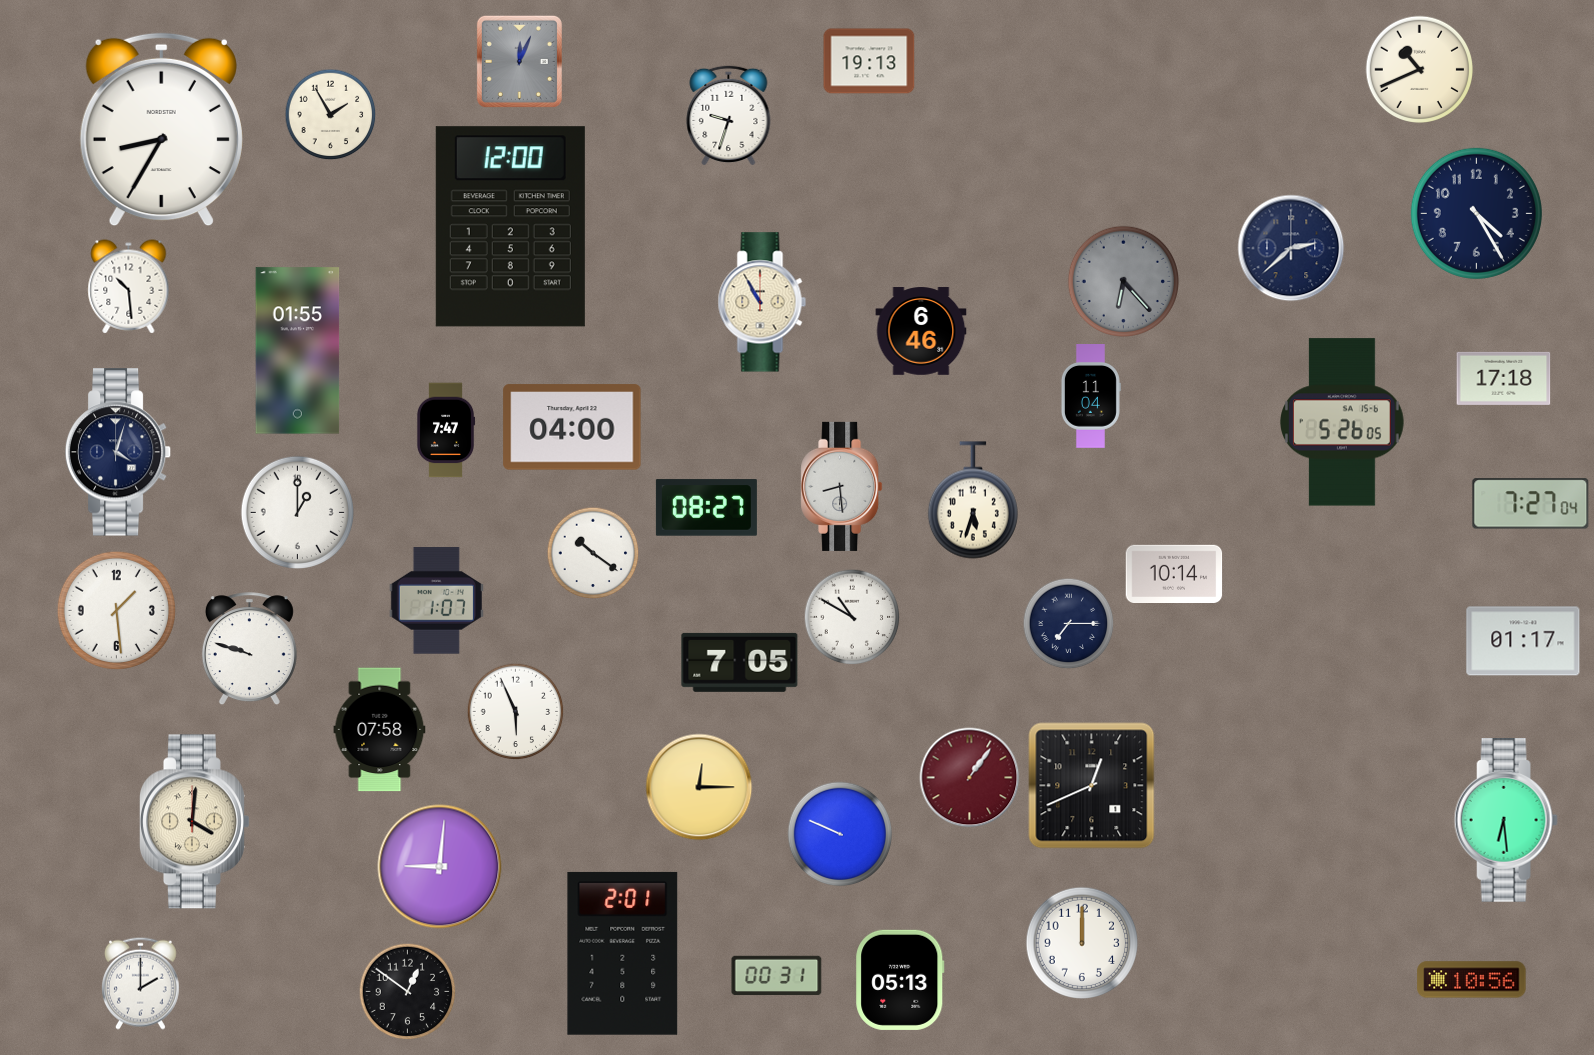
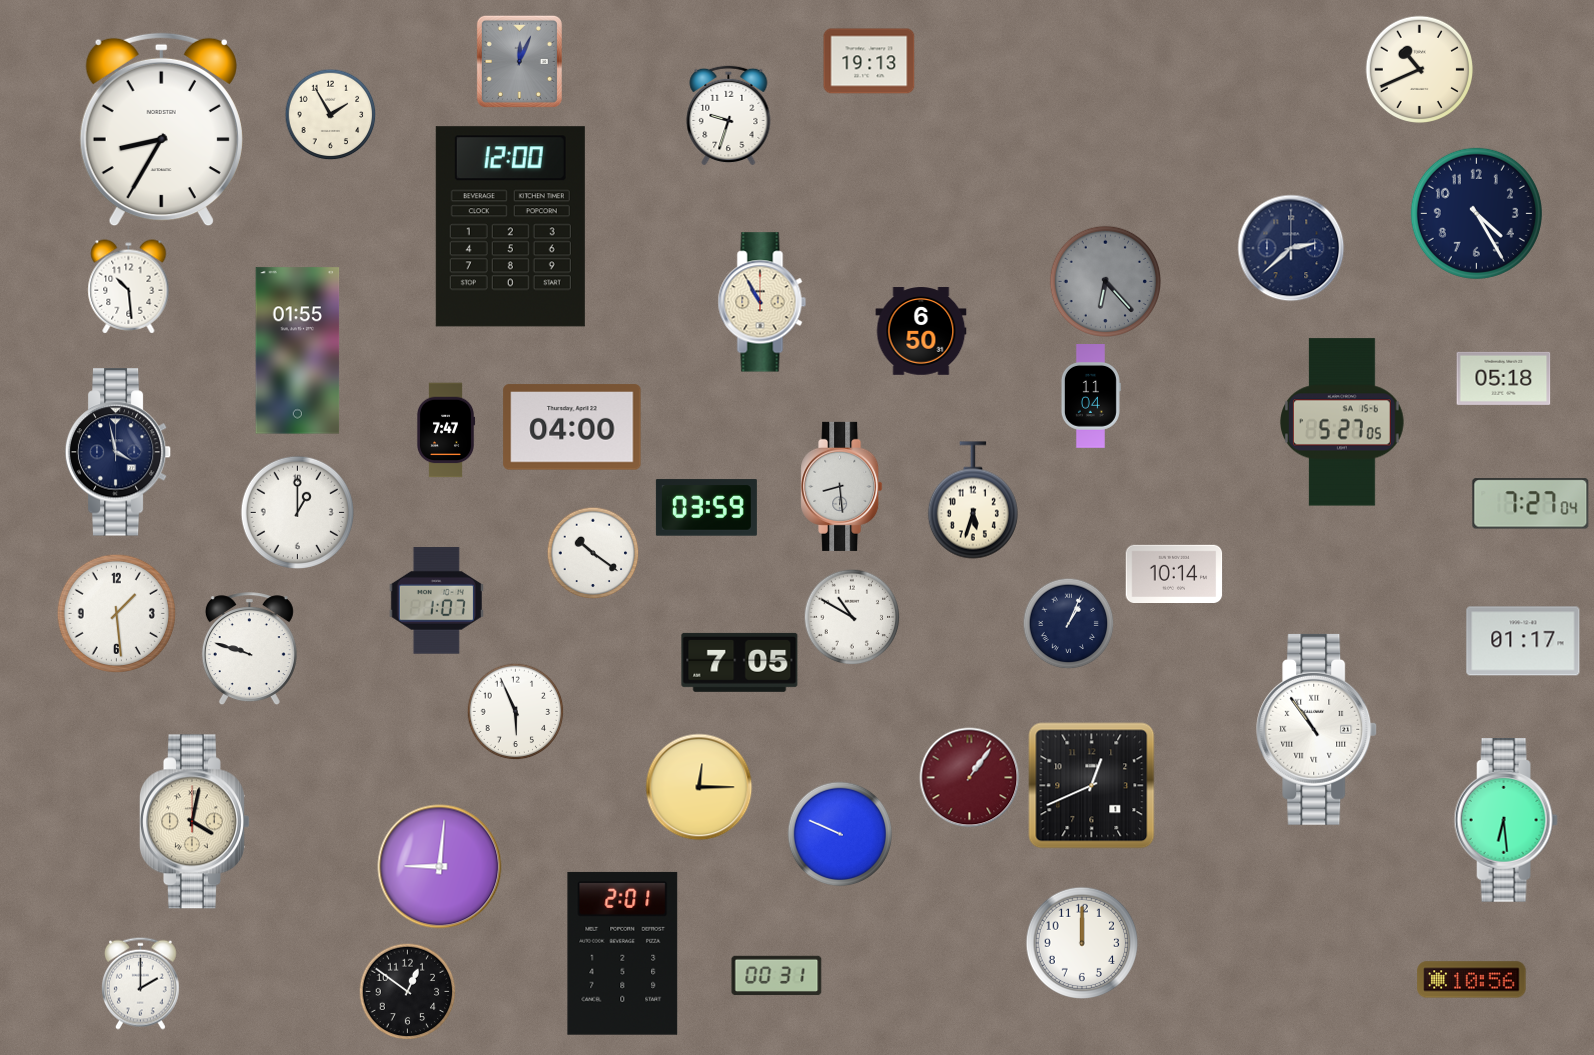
clock at (1123, 281) position: (1123, 281) -> (1105, 281)
clock at (921, 331): 6:46 -> 6:50
clock at (1504, 378): 17:18 -> 05:18
clock at (1343, 422): 5:26 -> 5:27
clock at (118, 452): 4:03 -> 3:58
clock at (706, 508): 08:27 -> 03:59
clock at (116, 610) position: (116, 610) -> (116, 613)
clock at (1069, 624): 7:15 -> 1:04
clock at (1317, 729): none -> 10:54
clock at (380, 730): 07:58 -> none
clock at (194, 822): 4:01 -> 4:02
clock at (900, 980): 05:13 -> none
